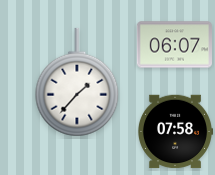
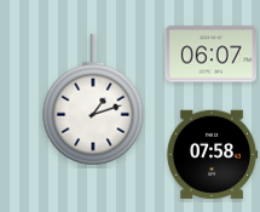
clock at (77, 82): 1:37 -> 1:12
clock at (174, 132) position: (174, 132) -> (210, 155)
